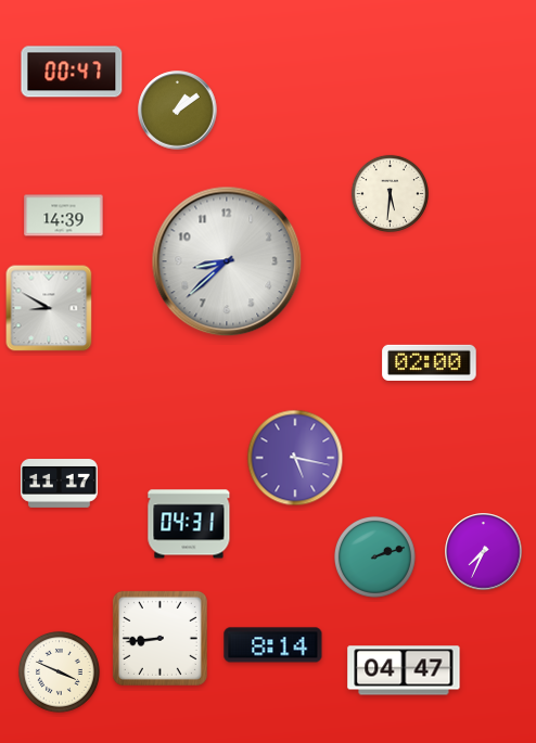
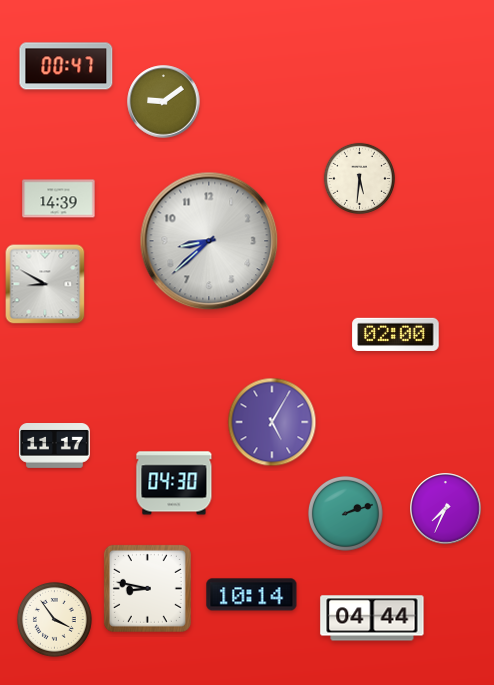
clock at (178, 111): 1:09 -> 9:09
clock at (295, 458): 5:17 -> 5:05
clock at (189, 524): 04:31 -> 04:30
clock at (159, 638): 8:44 -> 8:47
clock at (273, 645): 8:14 -> 10:14
clock at (404, 670): 04:47 -> 04:44
clock at (59, 671): 3:49 -> 3:54
